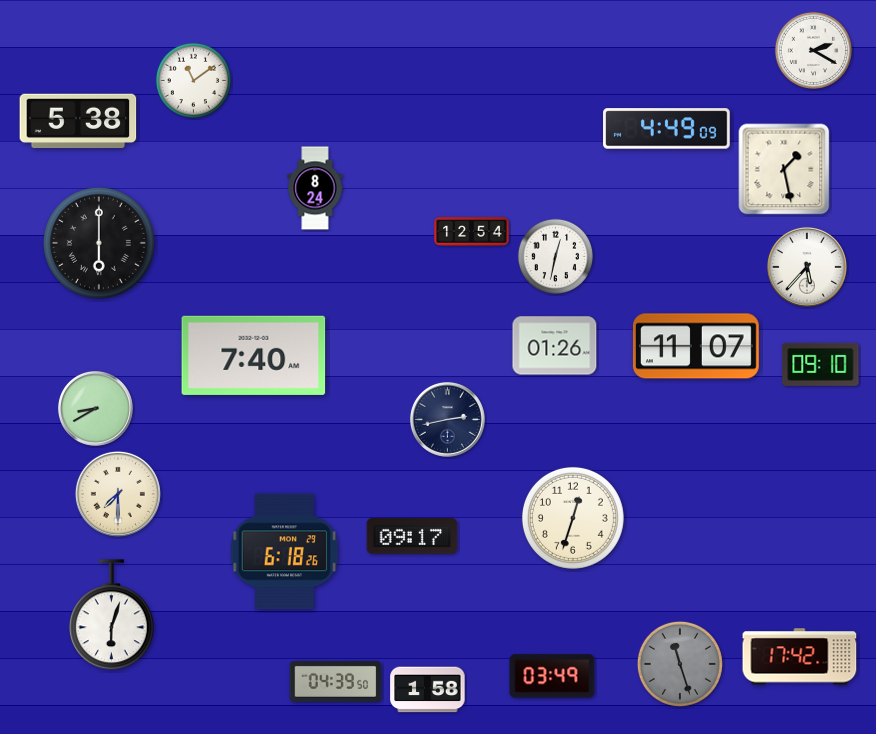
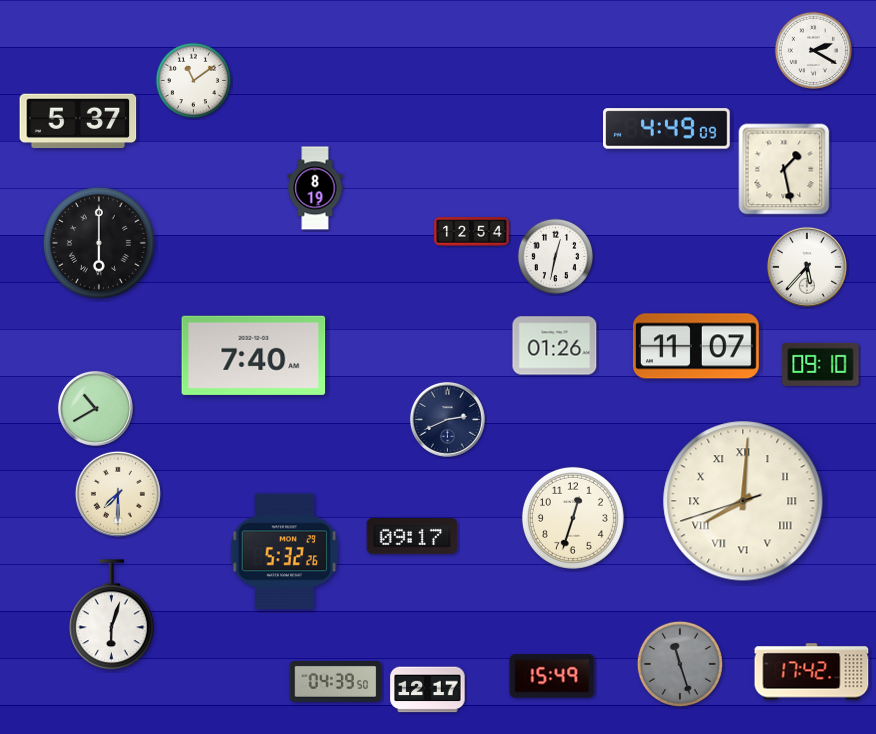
clock at (78, 121): 5:38 -> 5:37
clock at (315, 188): 8:24 -> 8:19
clock at (95, 408): 8:40 -> 10:40
clock at (447, 419): 2:43 -> 2:41
clock at (743, 501): none -> 8:00
clock at (285, 552): 6:18 -> 5:32
clock at (800, 657) position: (800, 657) -> (812, 672)
clock at (552, 676): 03:49 -> 15:49
clock at (428, 690): 1:58 -> 12:17
